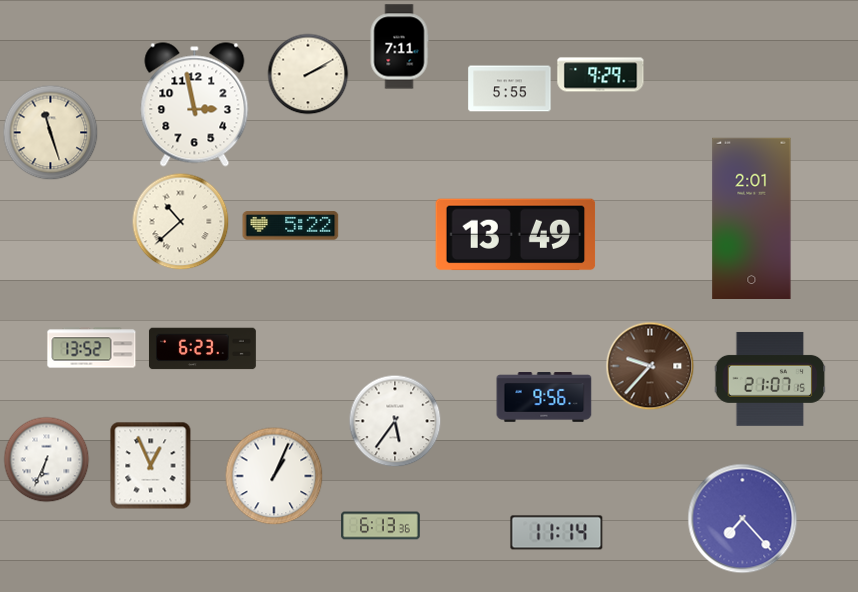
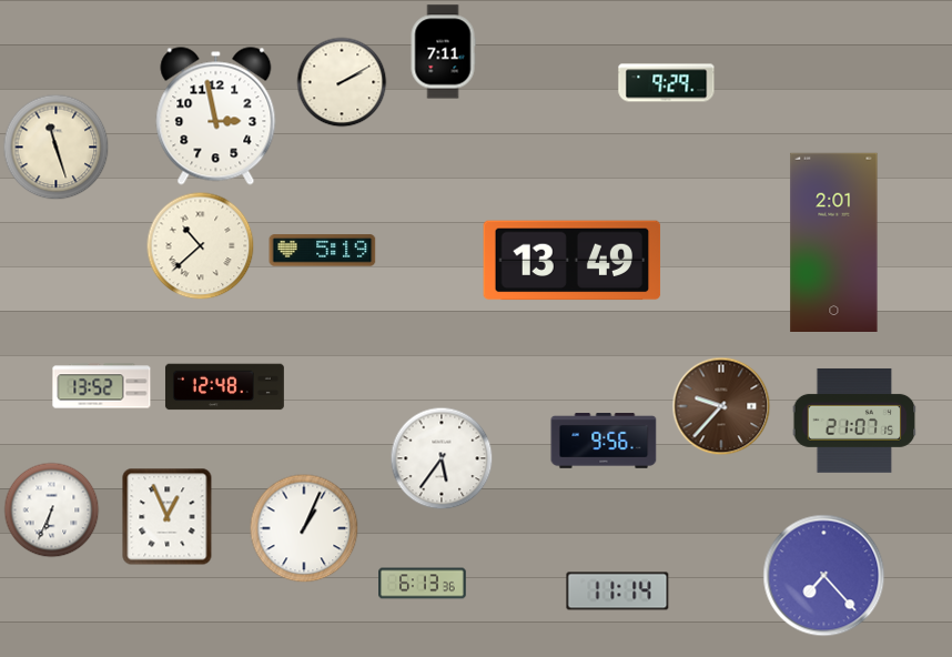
clock at (510, 89): 5:55 -> none
clock at (291, 226): 5:22 -> 5:19
clock at (202, 349): 6:23 -> 12:48
clock at (395, 421) position: (395, 421) -> (442, 458)
